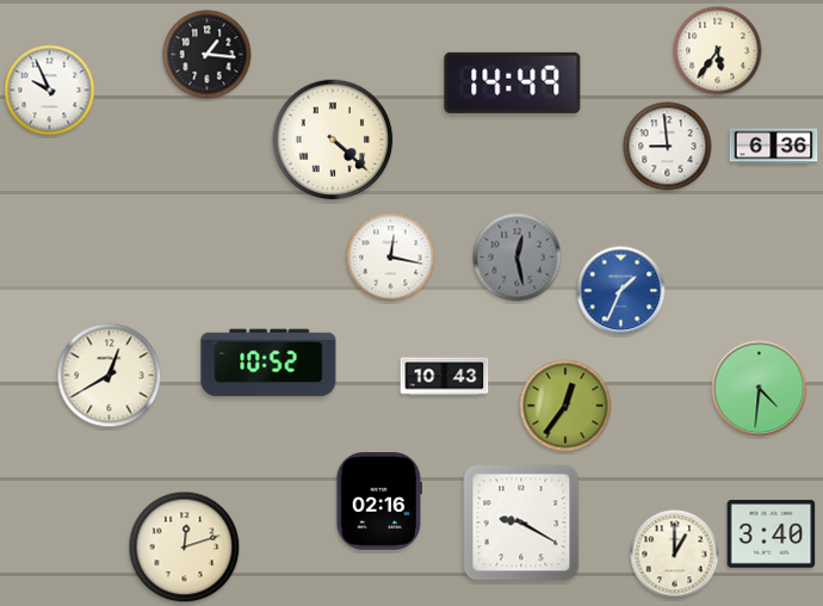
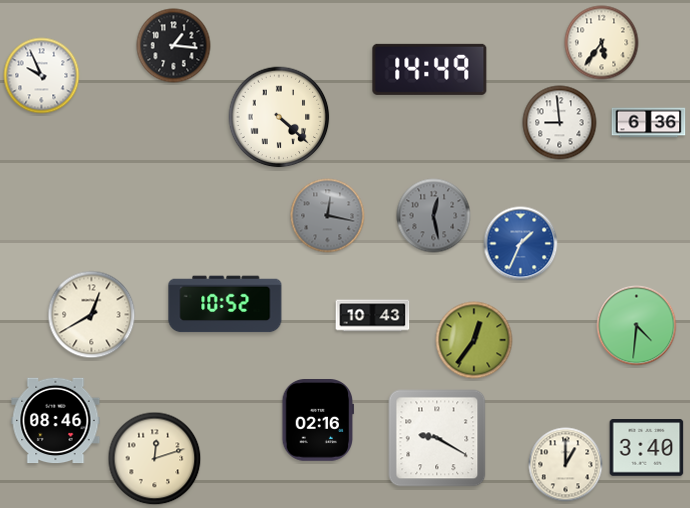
clock at (391, 258) dial: white -> grey
clock at (56, 421): none -> 08:46
